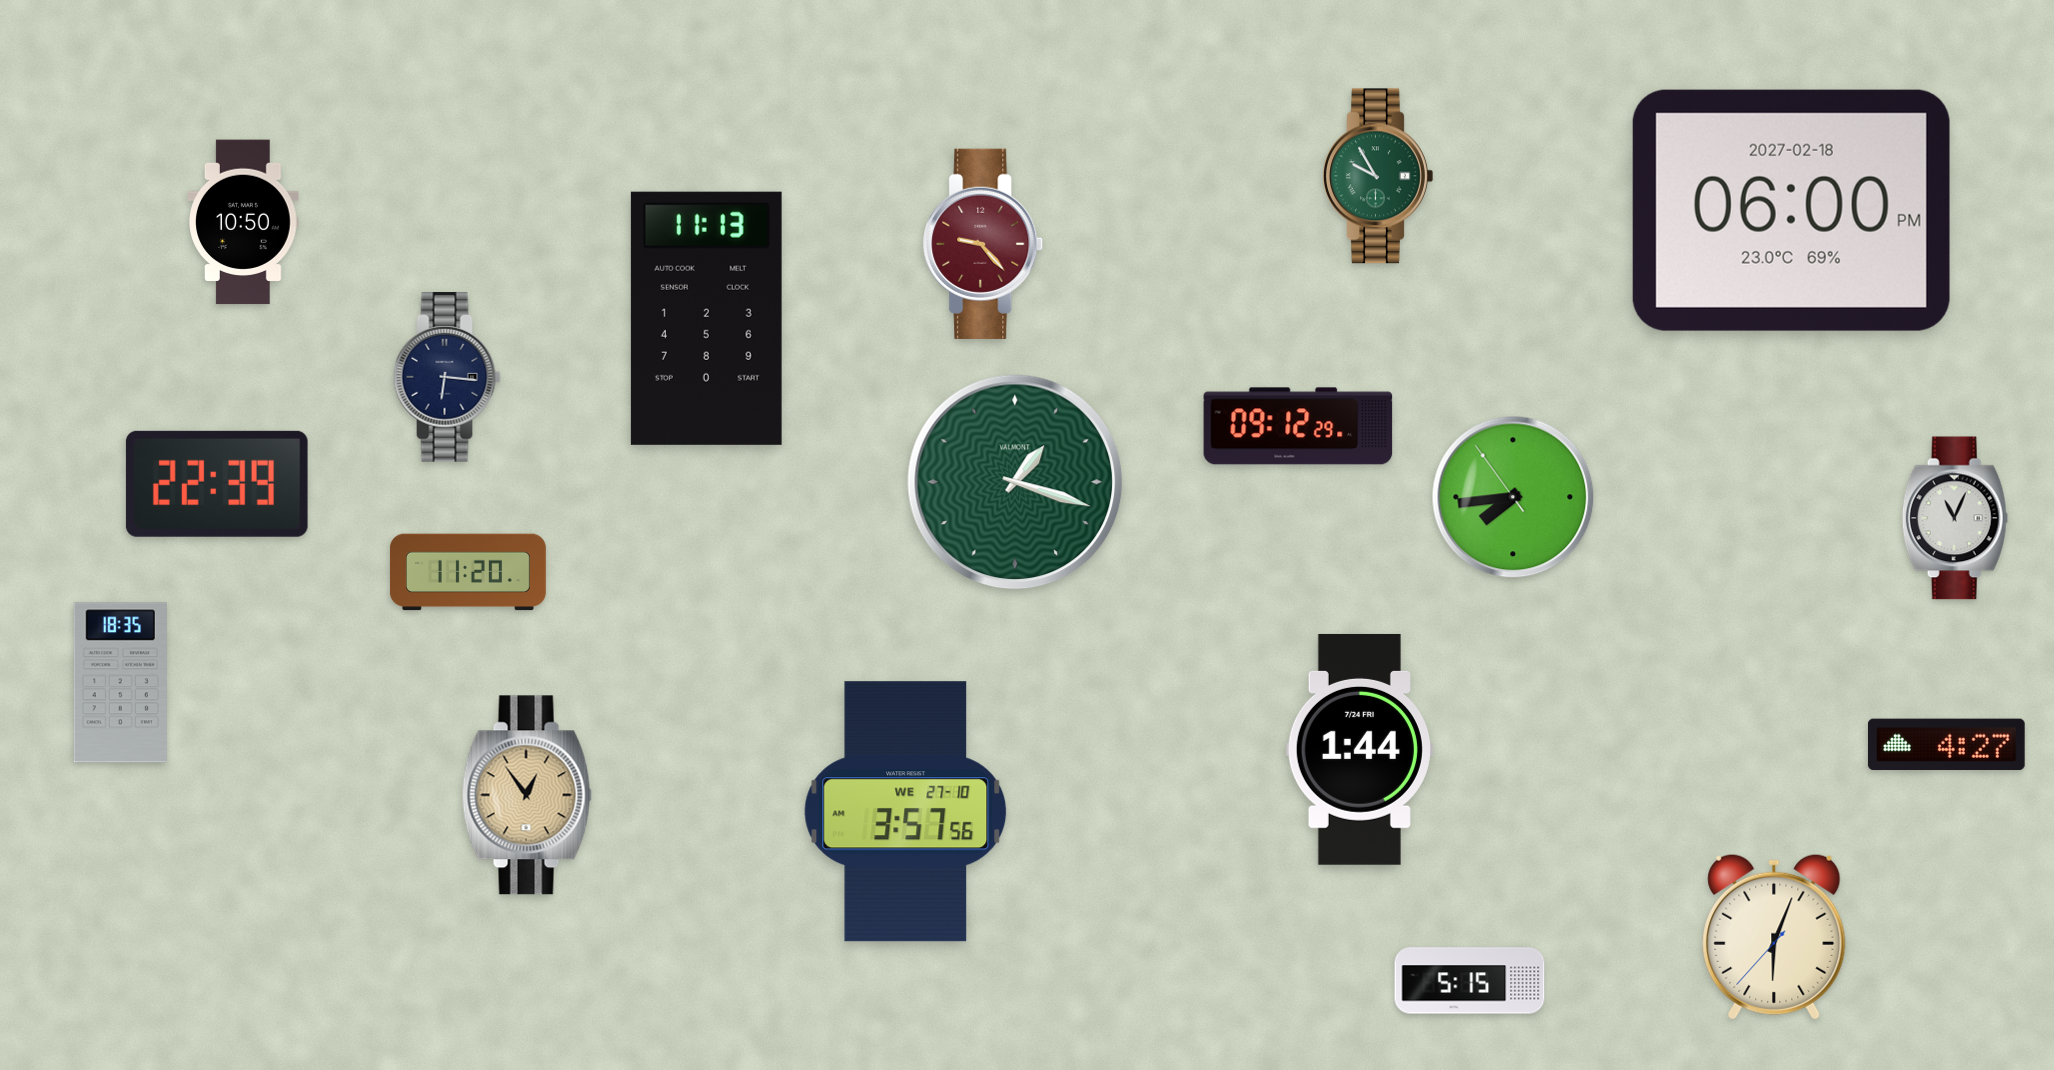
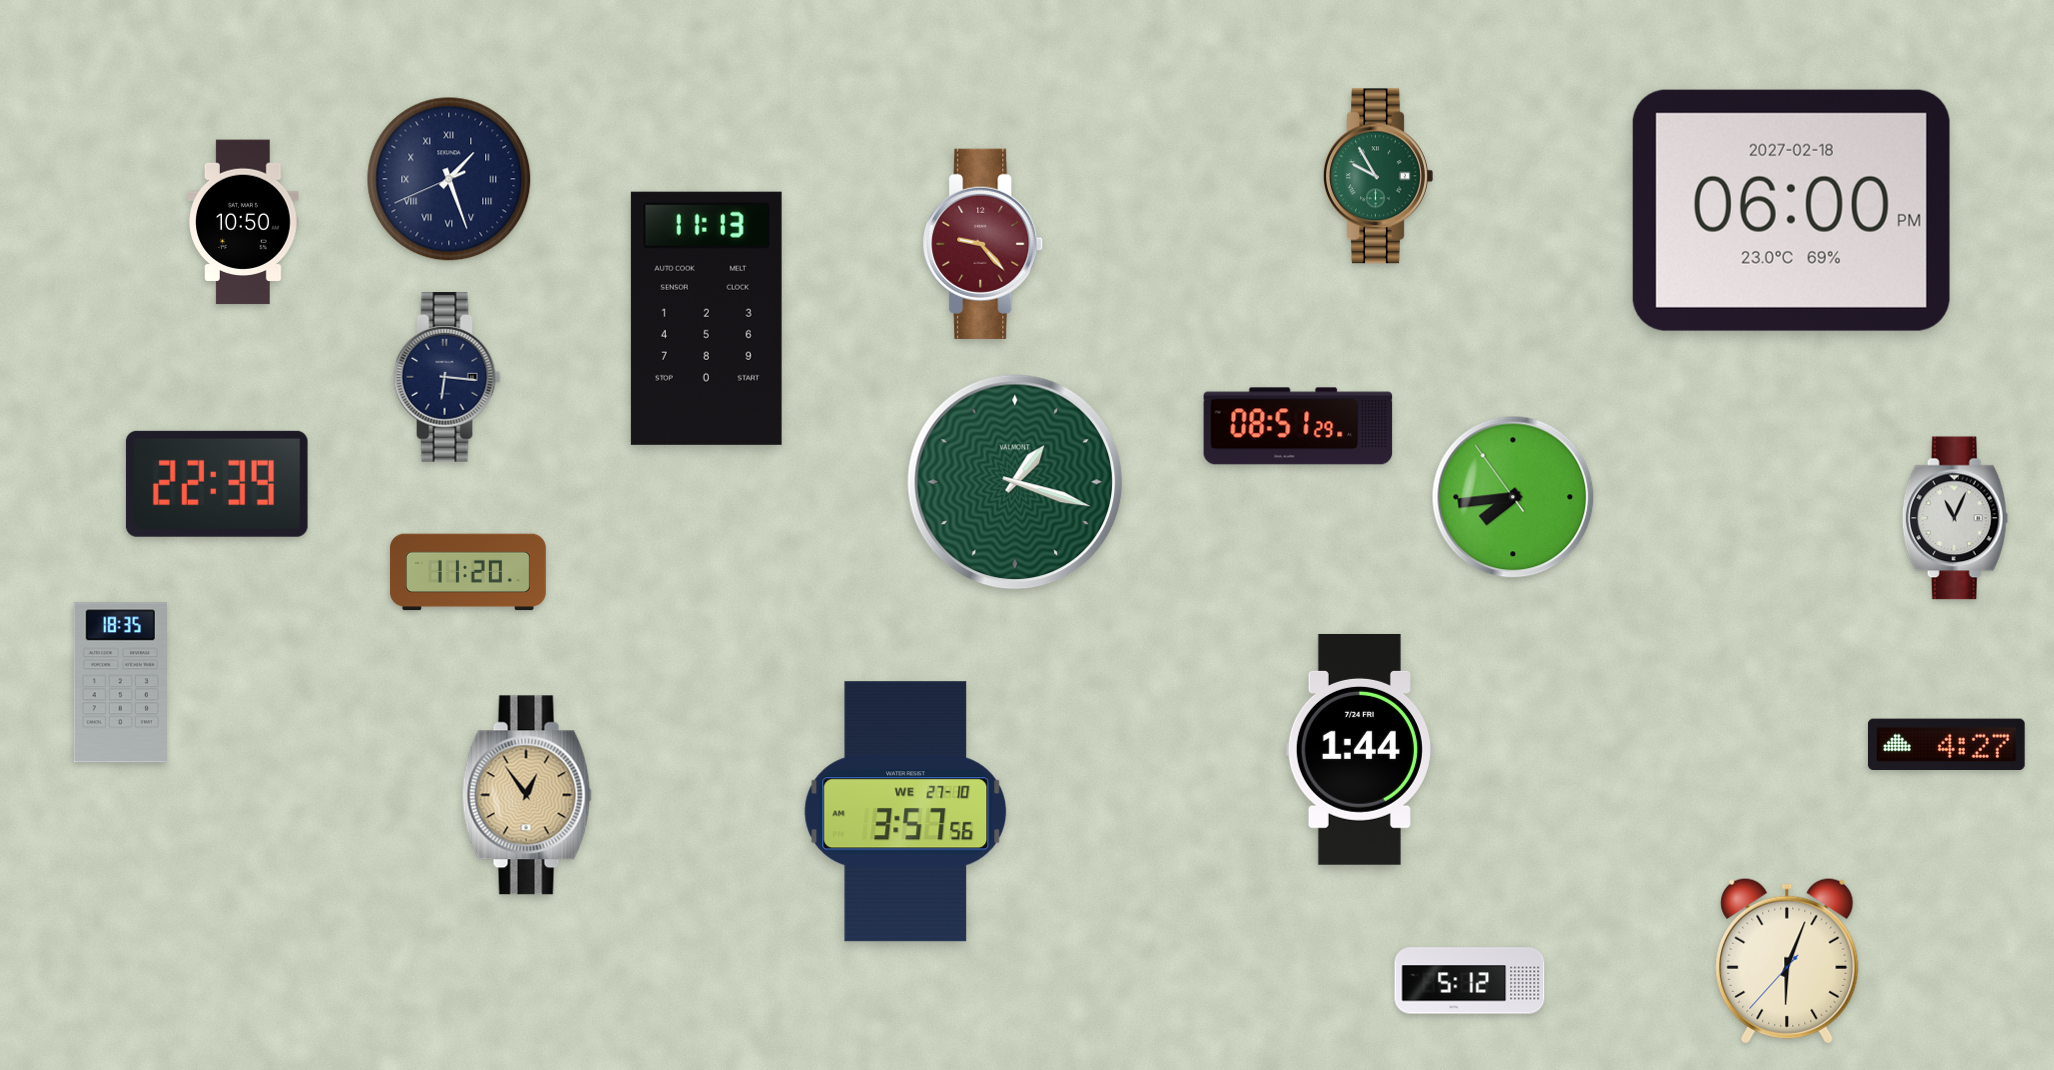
clock at (449, 179): none -> 1:26
clock at (1298, 426): 09:12 -> 08:51
clock at (1774, 937) position: (1774, 937) -> (1787, 961)
clock at (1470, 981): 5:15 -> 5:12
